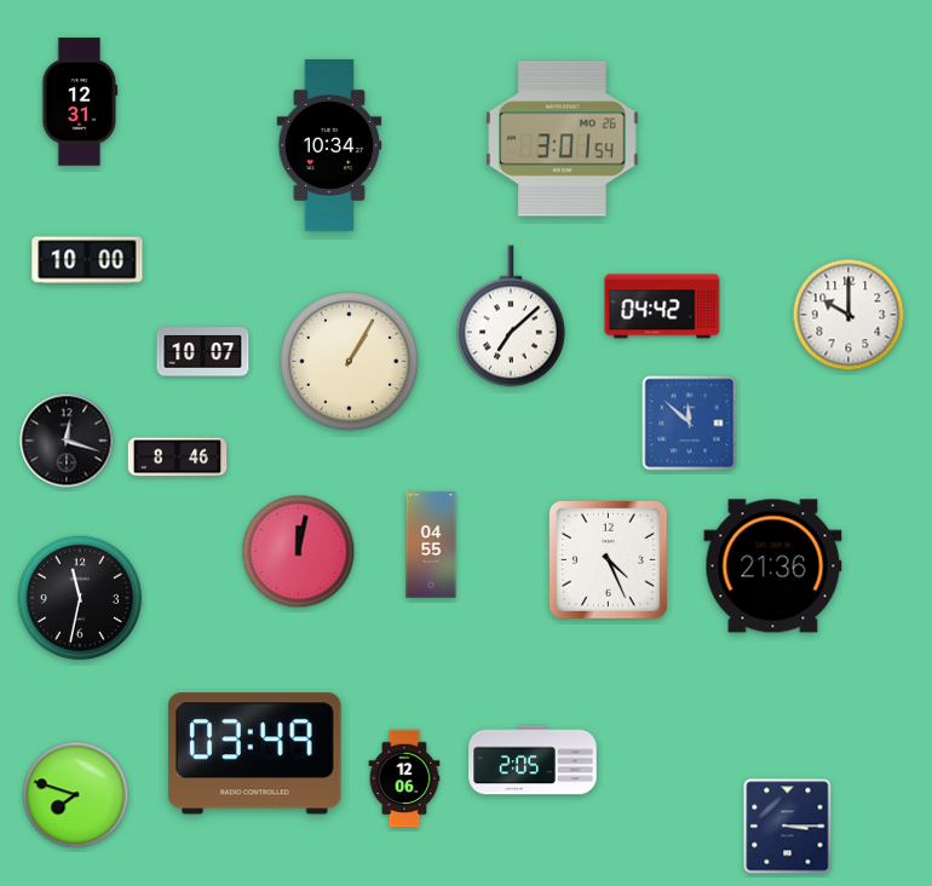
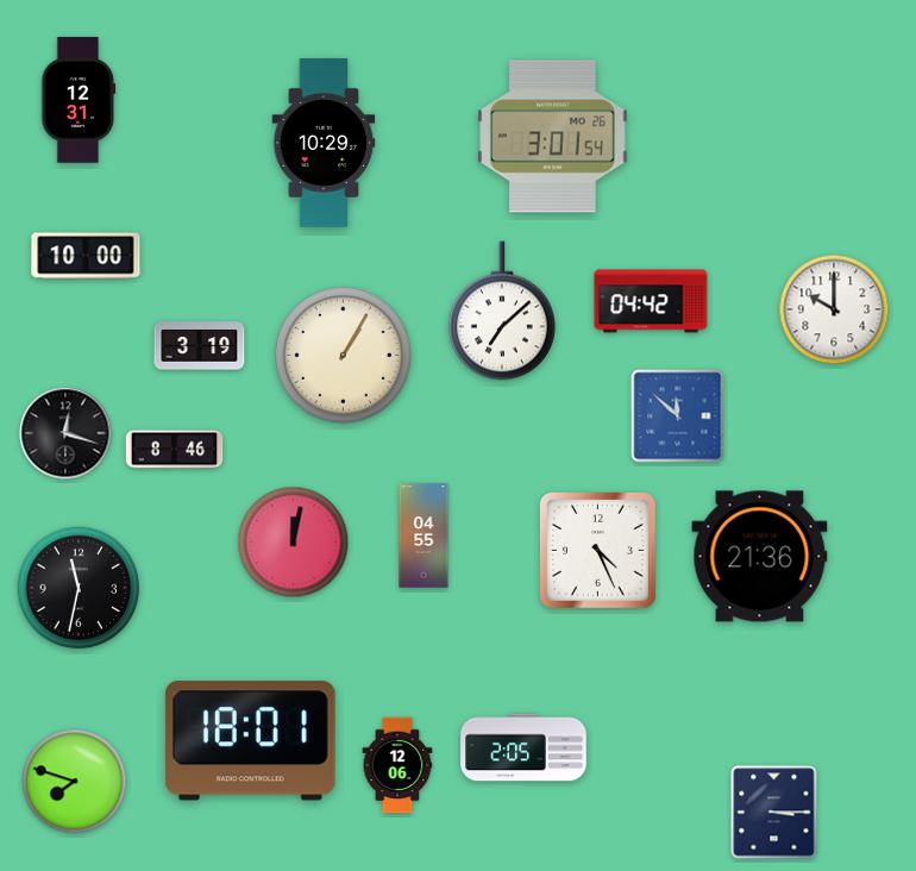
clock at (329, 145): 10:34 -> 10:29
clock at (203, 352): 10:07 -> 3:19
clock at (254, 754): 03:49 -> 18:01
